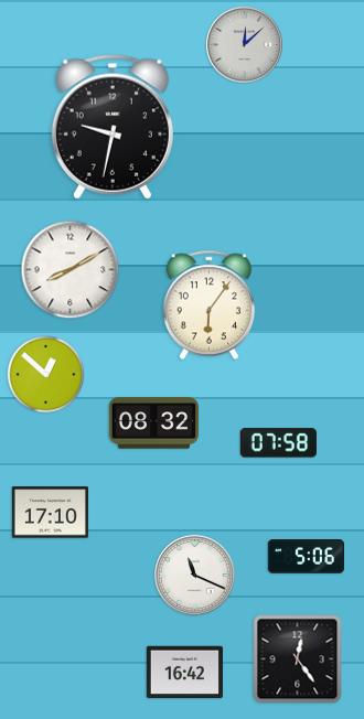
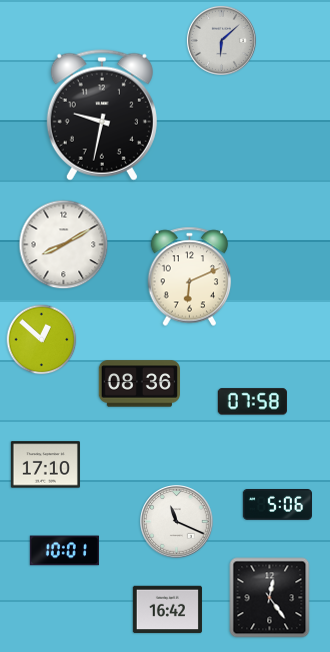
clock at (244, 44): 12:08 -> 6:08
clock at (210, 305): 6:06 -> 6:11
clock at (153, 423): 08:32 -> 08:36
clock at (64, 551): none -> 10:01
